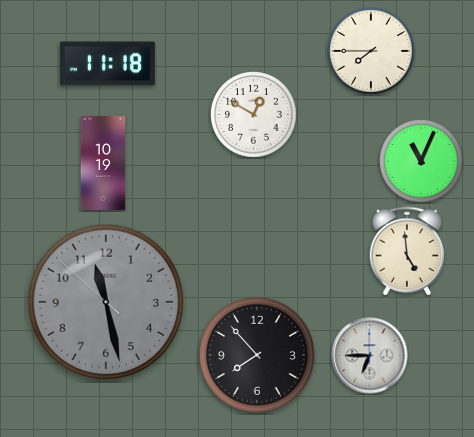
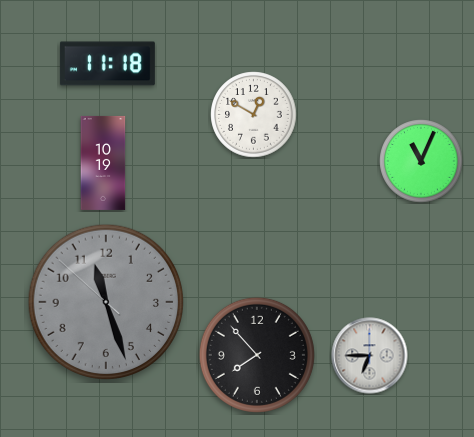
clock at (371, 51): 7:45 -> none
clock at (407, 251): 4:59 -> none
clock at (105, 301): 11:27 -> 11:26
